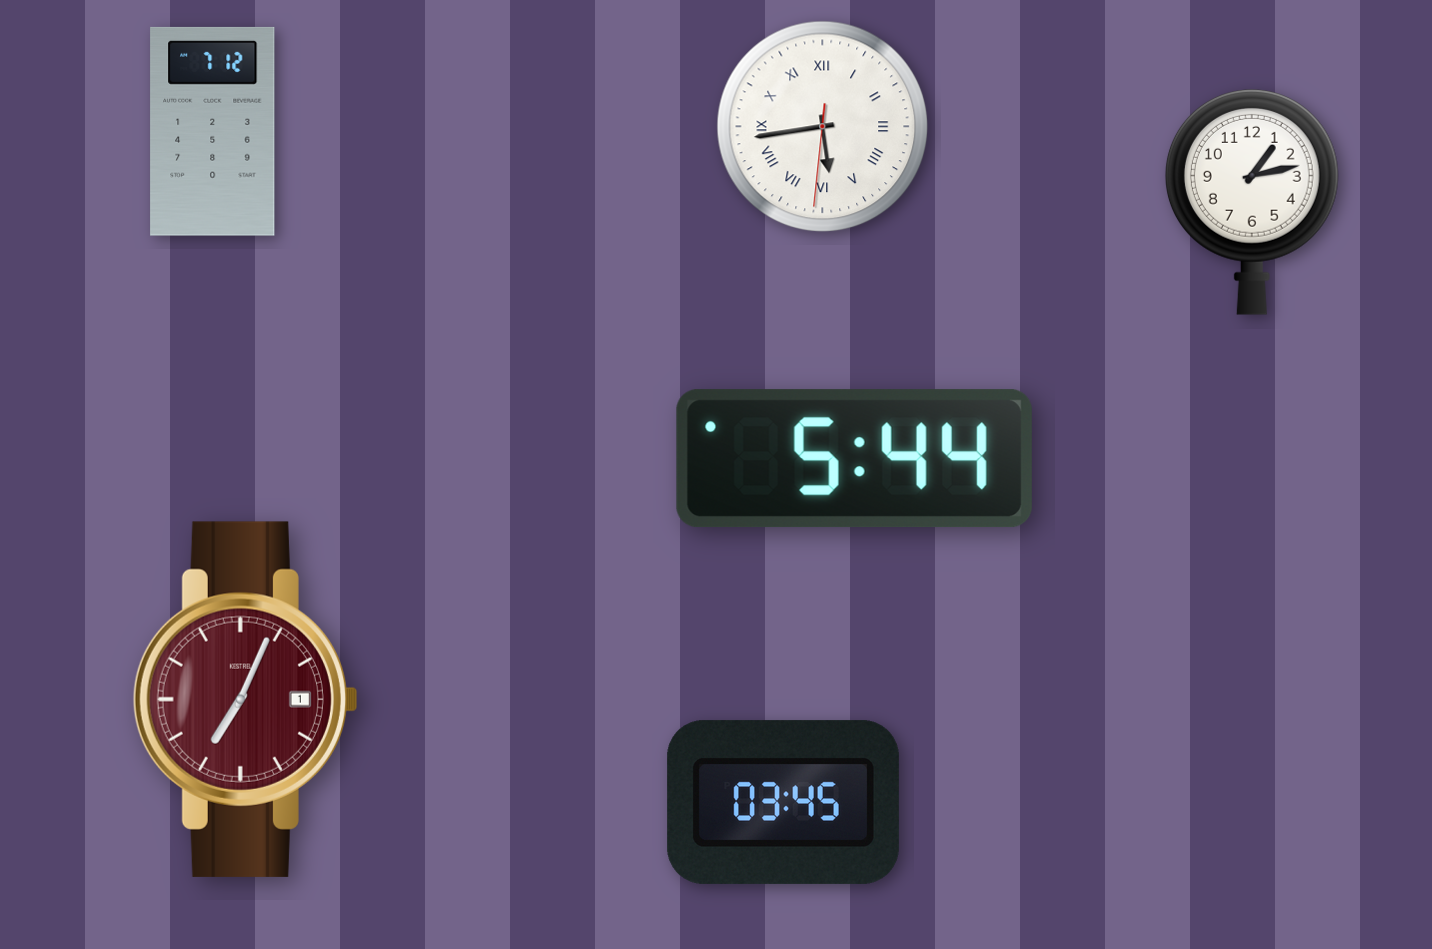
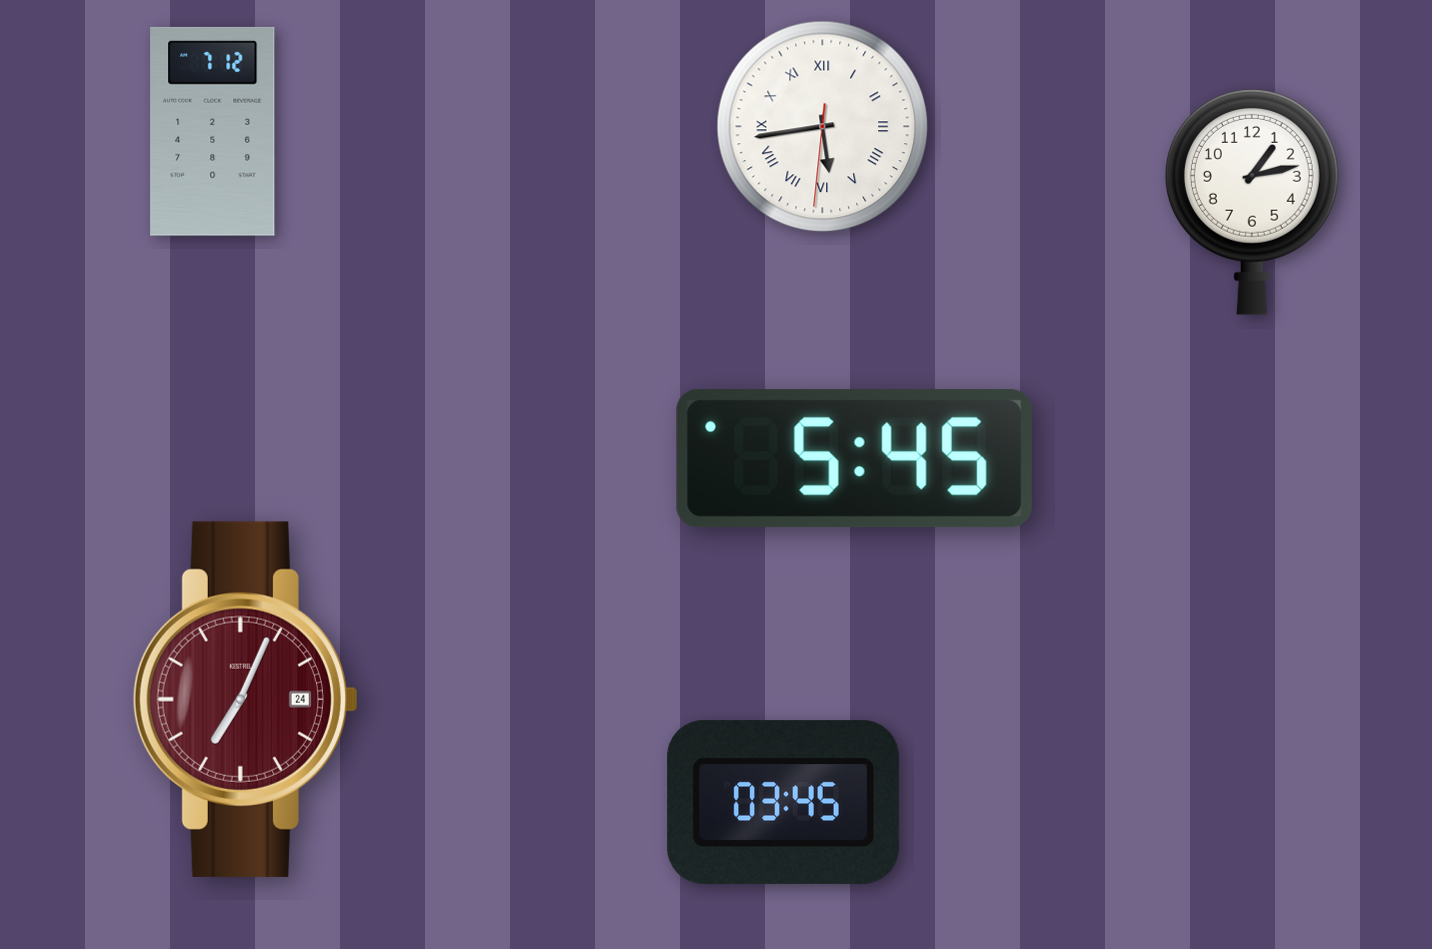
clock at (854, 459): 5:44 -> 5:45
clock at (245, 699) date: 1 -> 24
